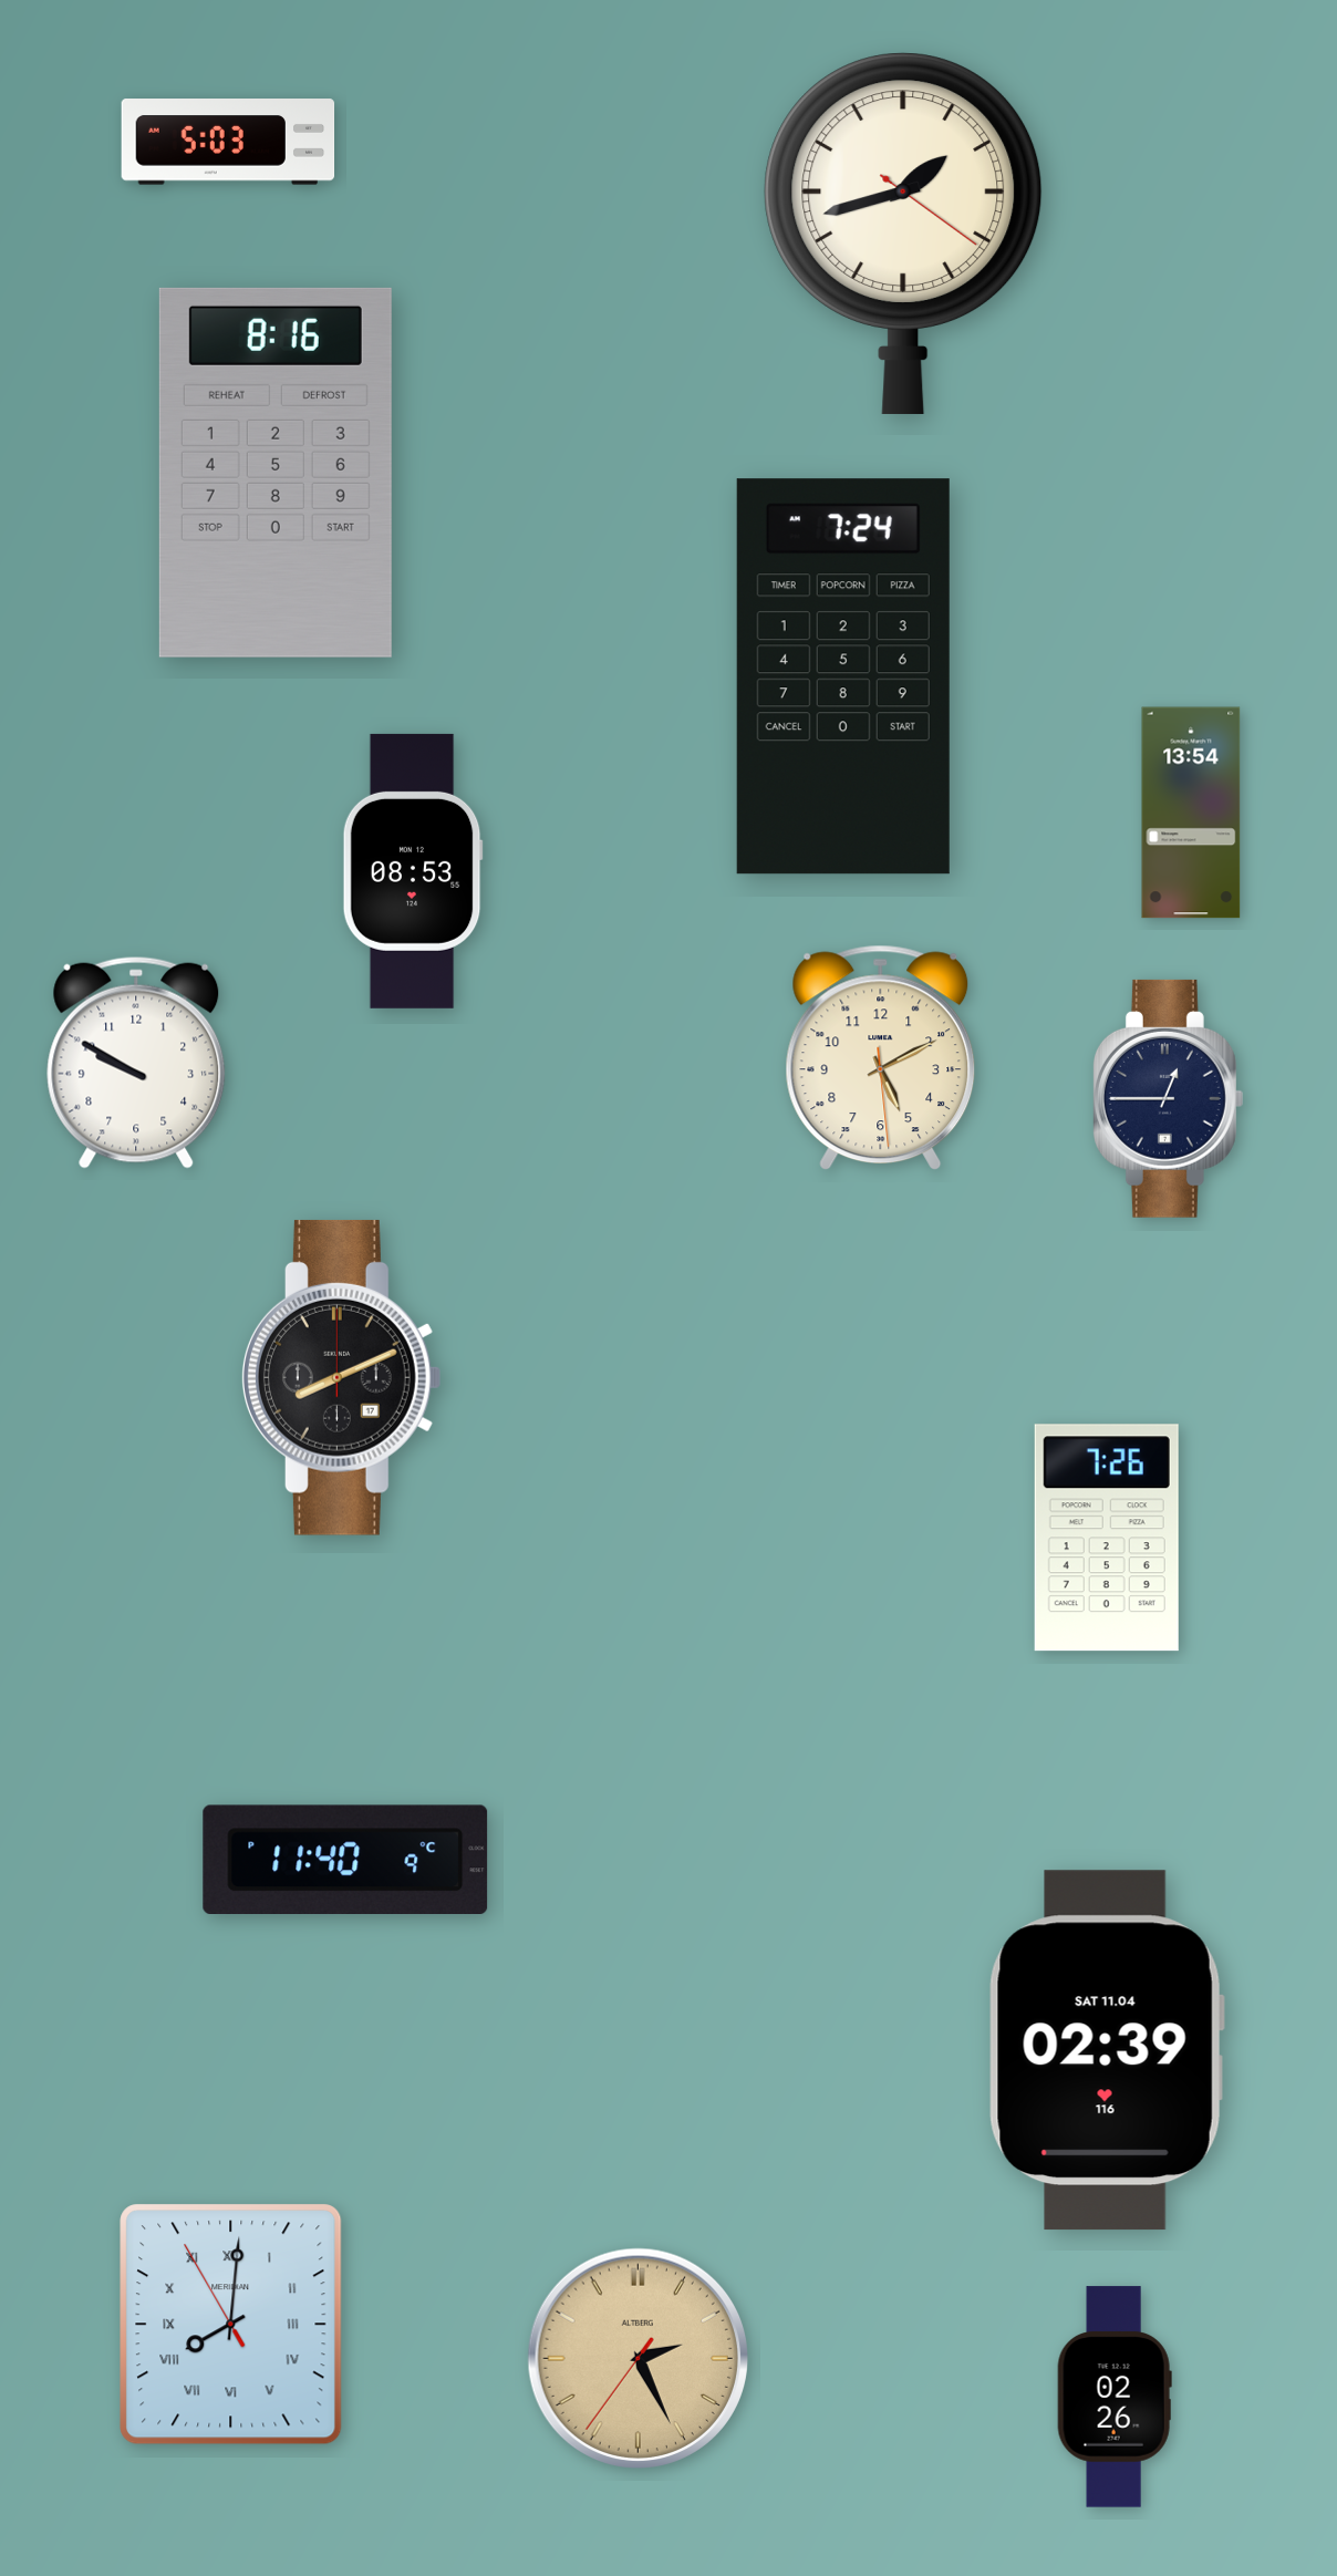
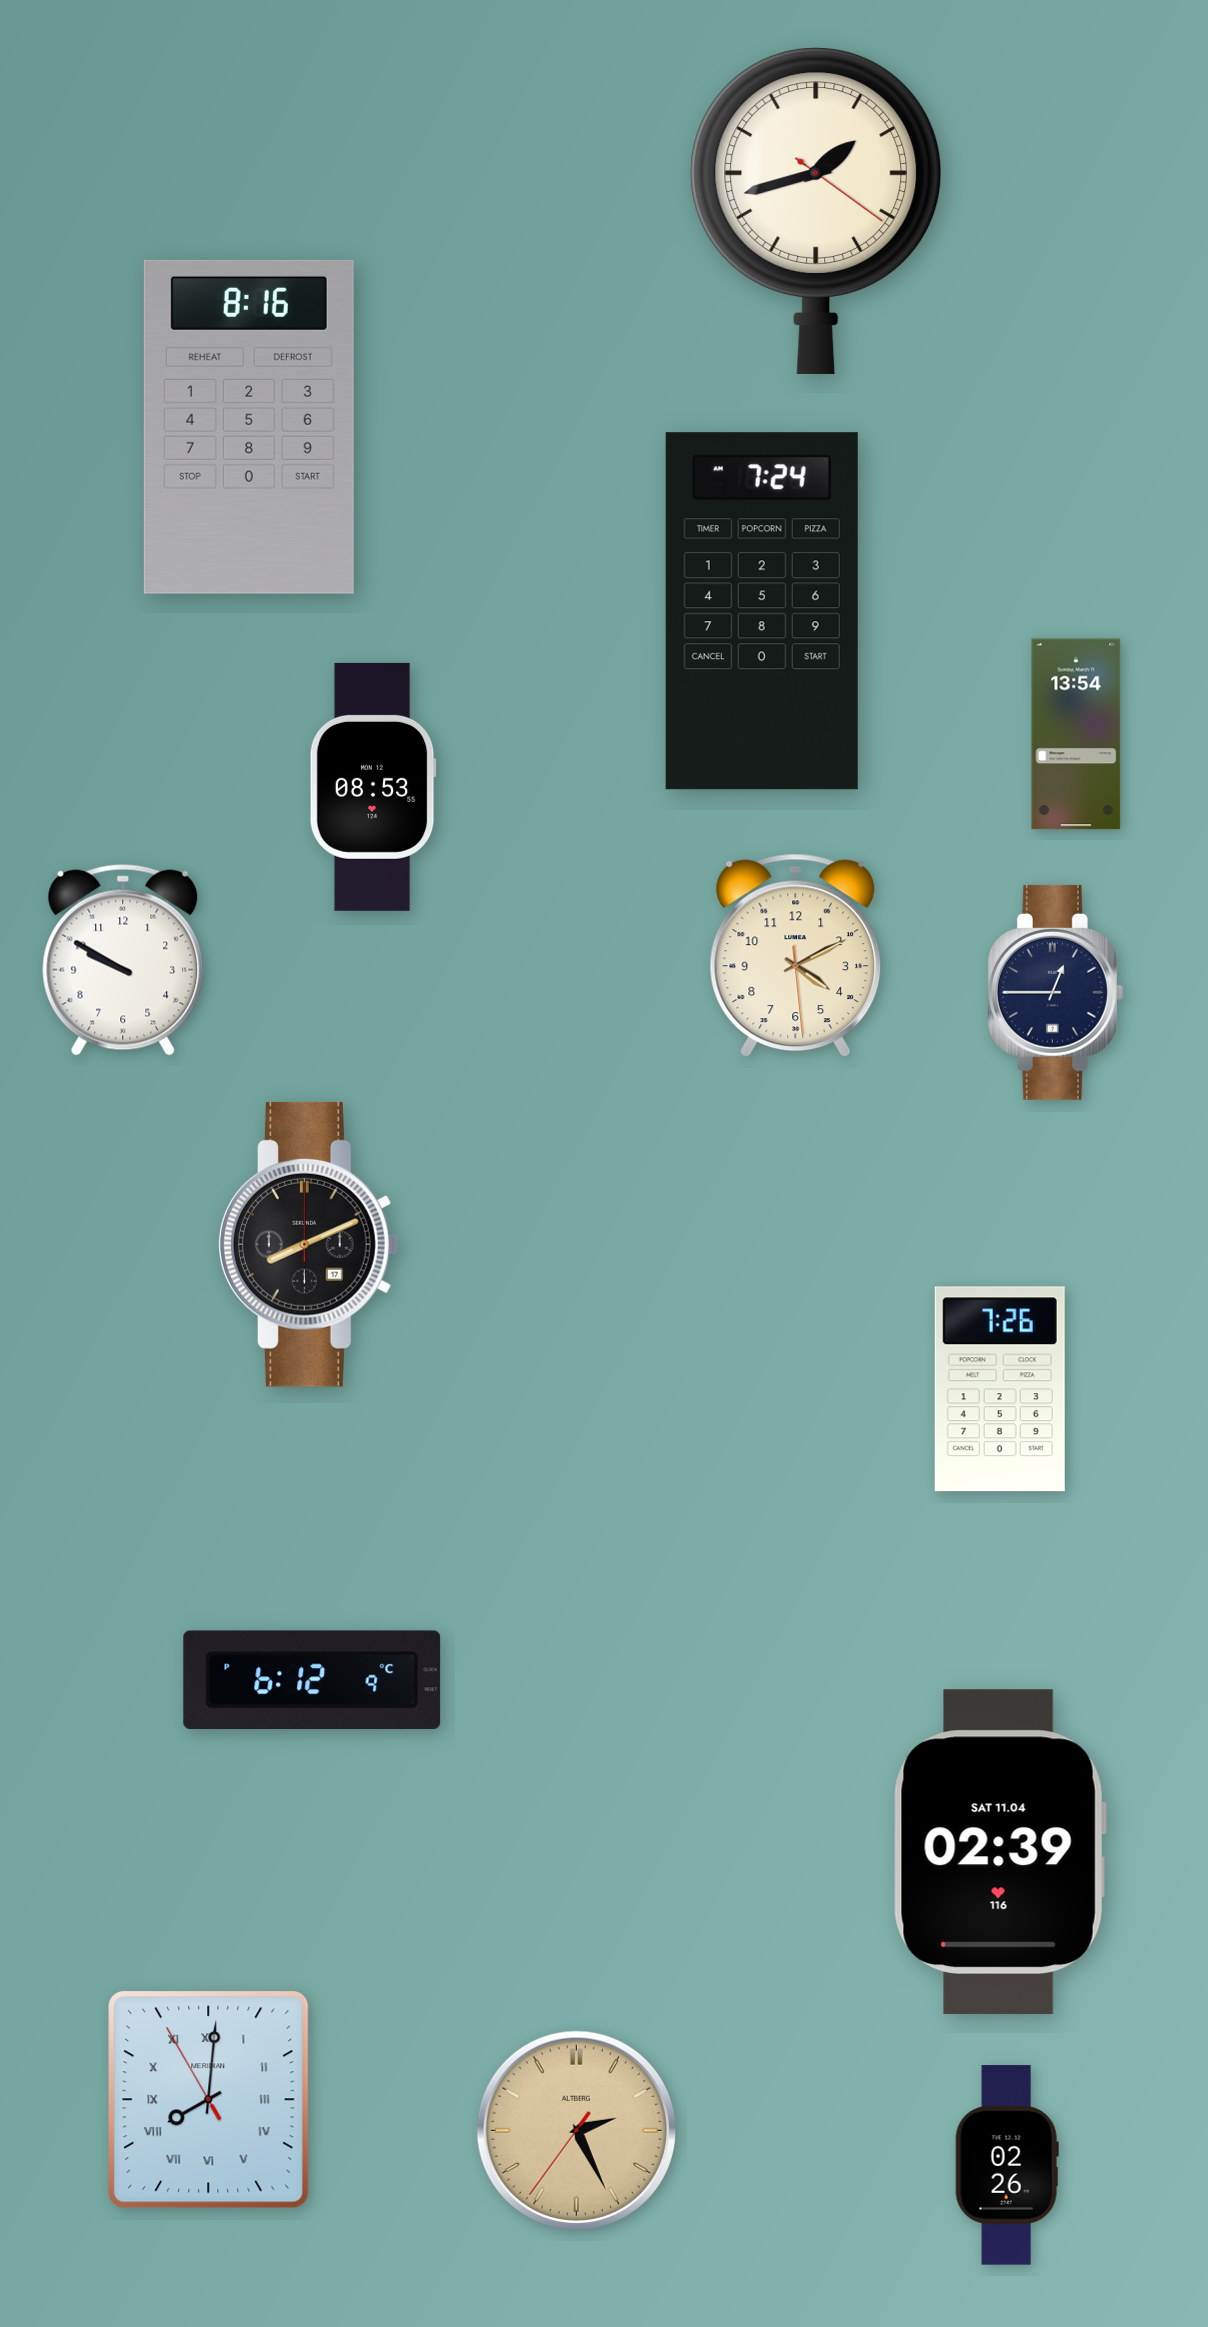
clock at (228, 142): 5:03 -> none
clock at (881, 1058): 5:10 -> 4:10
clock at (345, 1859): 11:40 -> 6:12
